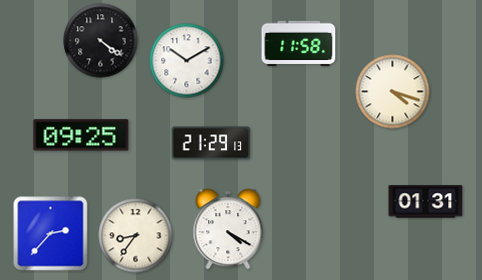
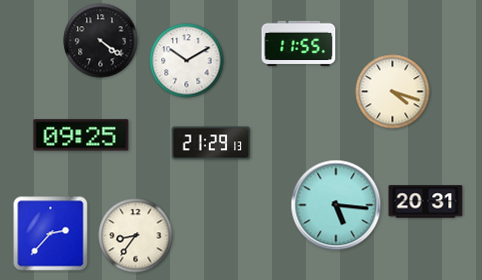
clock at (299, 44): 11:58 -> 11:55
clock at (426, 202): 01:31 -> 20:31
clock at (336, 205): none -> 5:16
clock at (228, 229): 4:20 -> none
